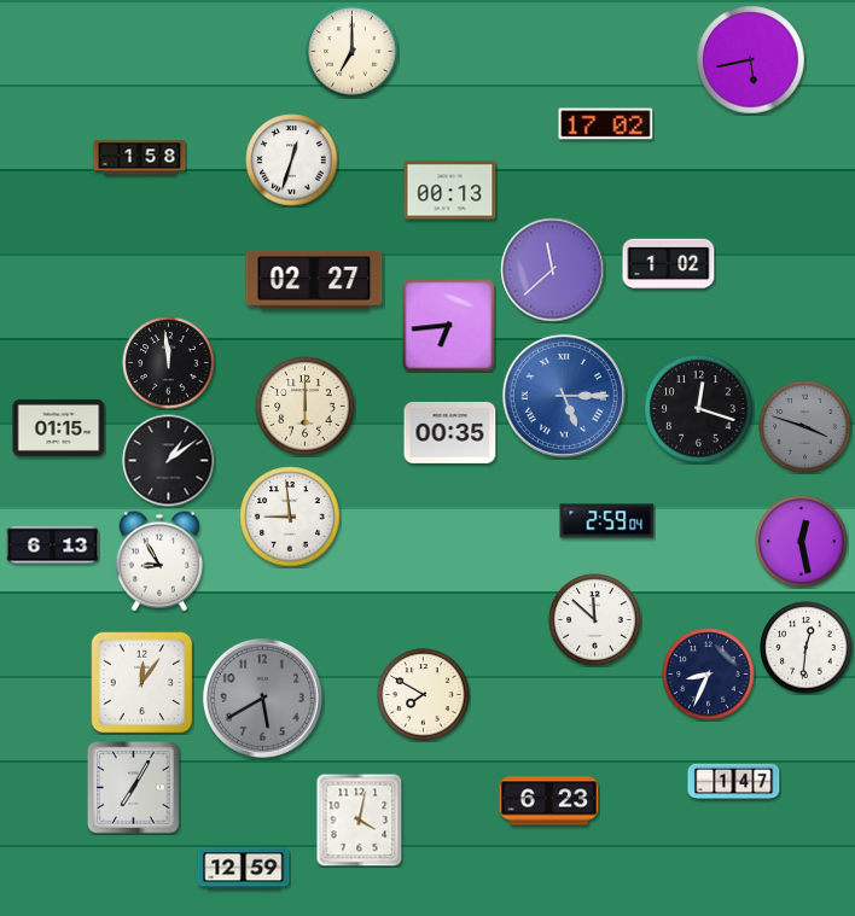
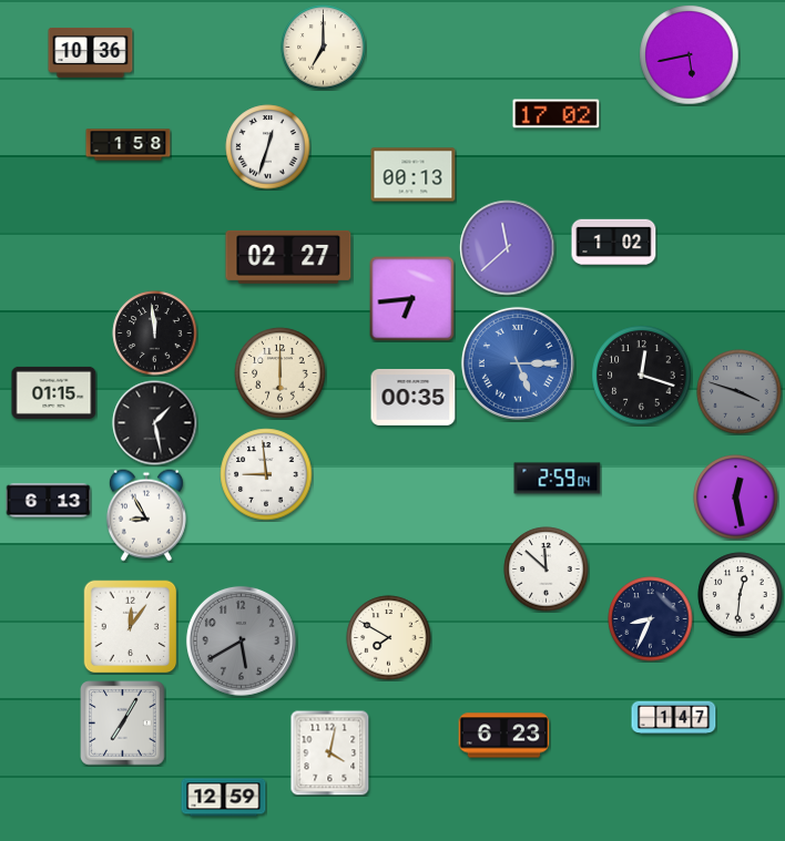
clock at (91, 52): none -> 10:36
clock at (169, 461): 1:09 -> 1:28
